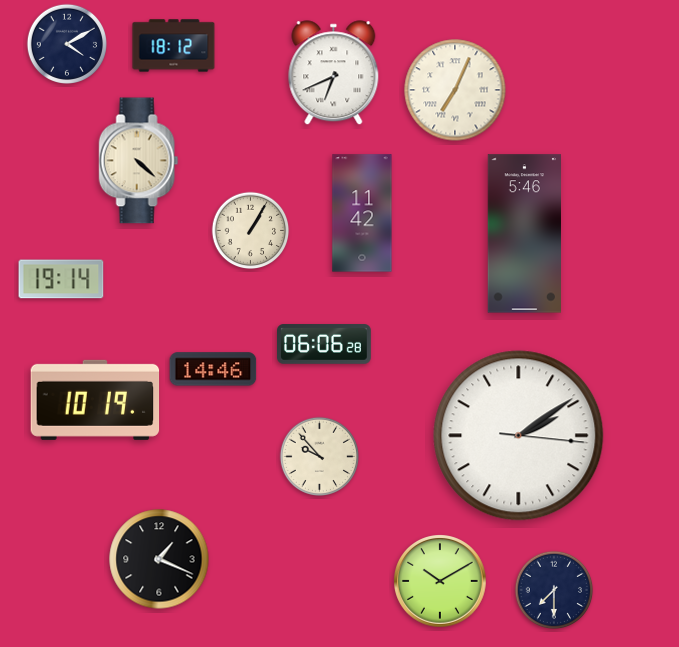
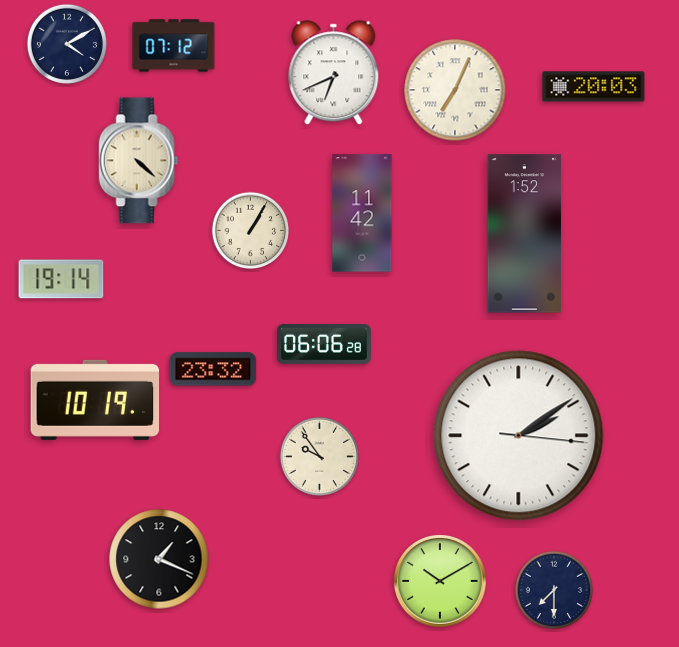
clock at (174, 46): 18:12 -> 07:12
clock at (594, 87): none -> 20:03
clock at (524, 234): 5:46 -> 1:52
clock at (213, 369): 14:46 -> 23:32
clock at (319, 456): 9:53 -> 9:54
